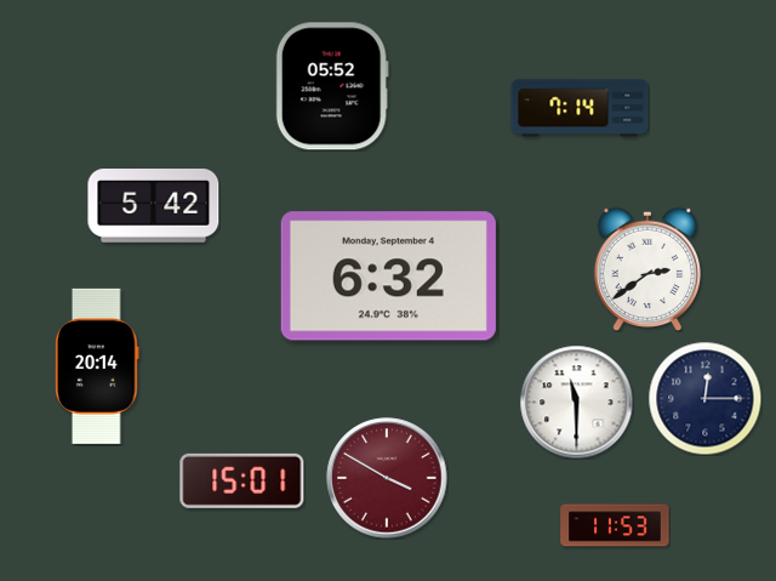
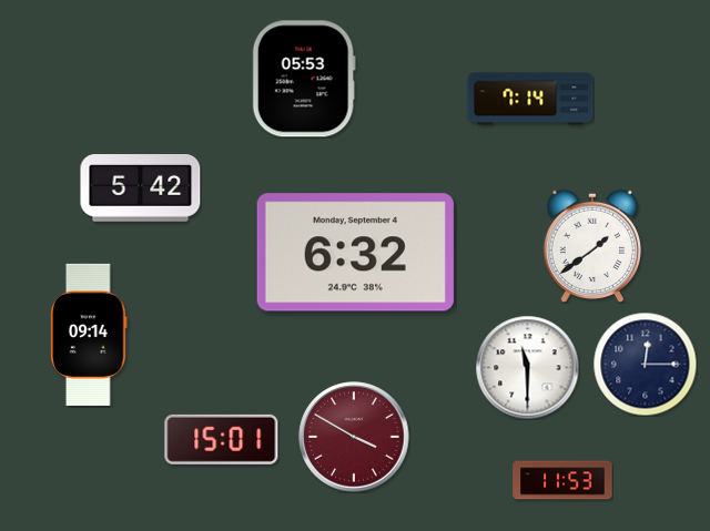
clock at (332, 86): 05:52 -> 05:53
clock at (646, 269): 2:39 -> 1:39
clock at (97, 366): 20:14 -> 09:14
